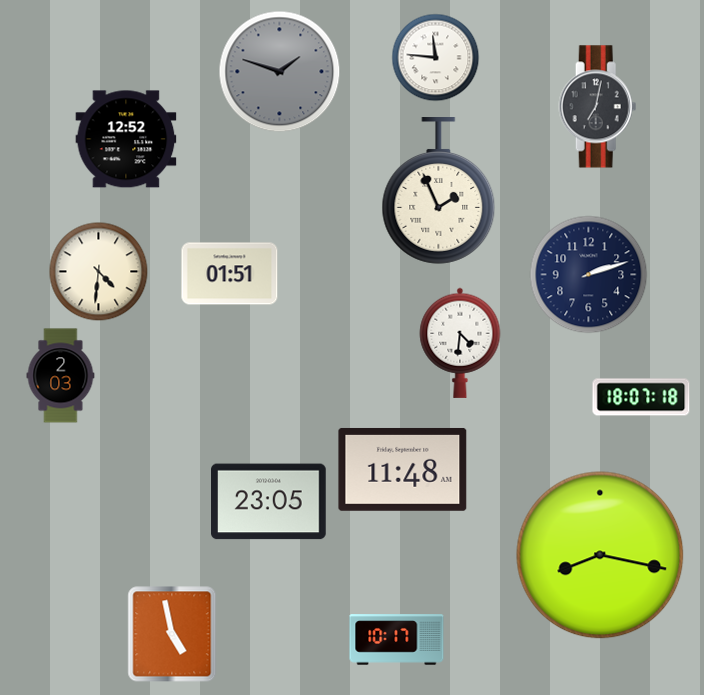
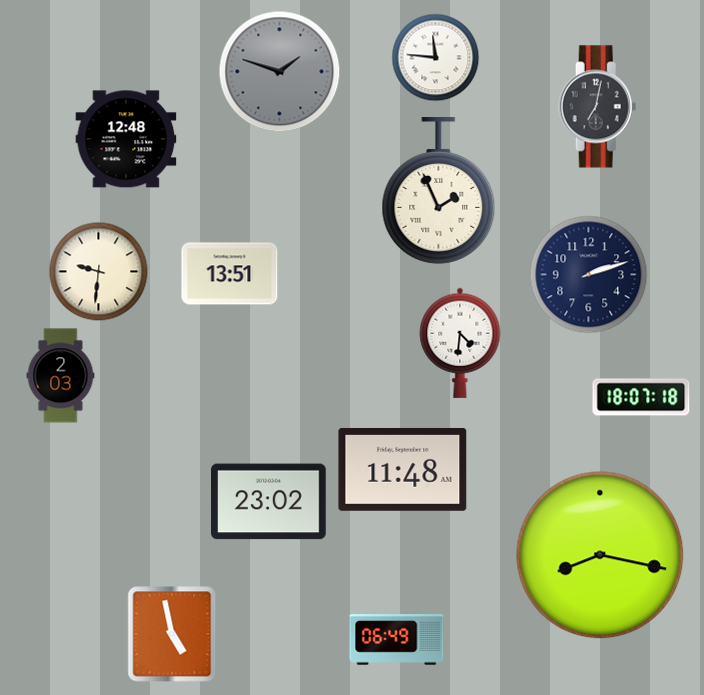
clock at (126, 139): 12:52 -> 12:48
clock at (99, 272): 4:31 -> 9:31
clock at (230, 274): 01:51 -> 13:51
clock at (269, 502): 23:05 -> 23:02
clock at (397, 640): 10:17 -> 06:49
